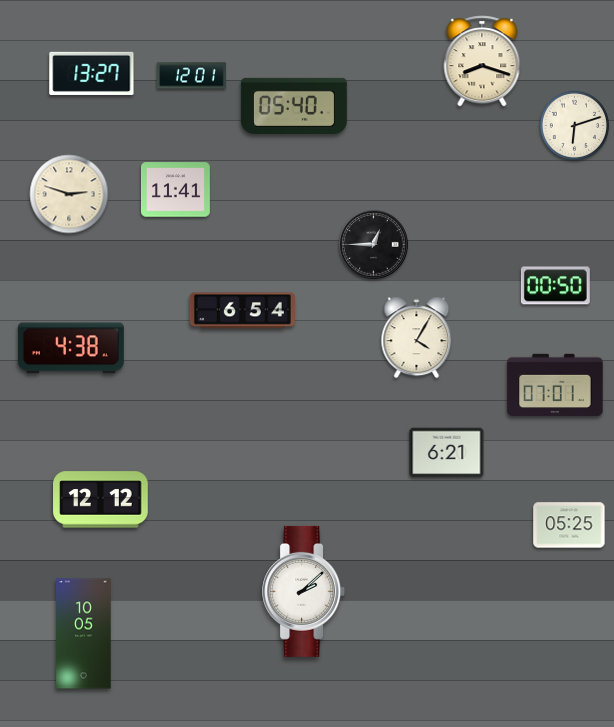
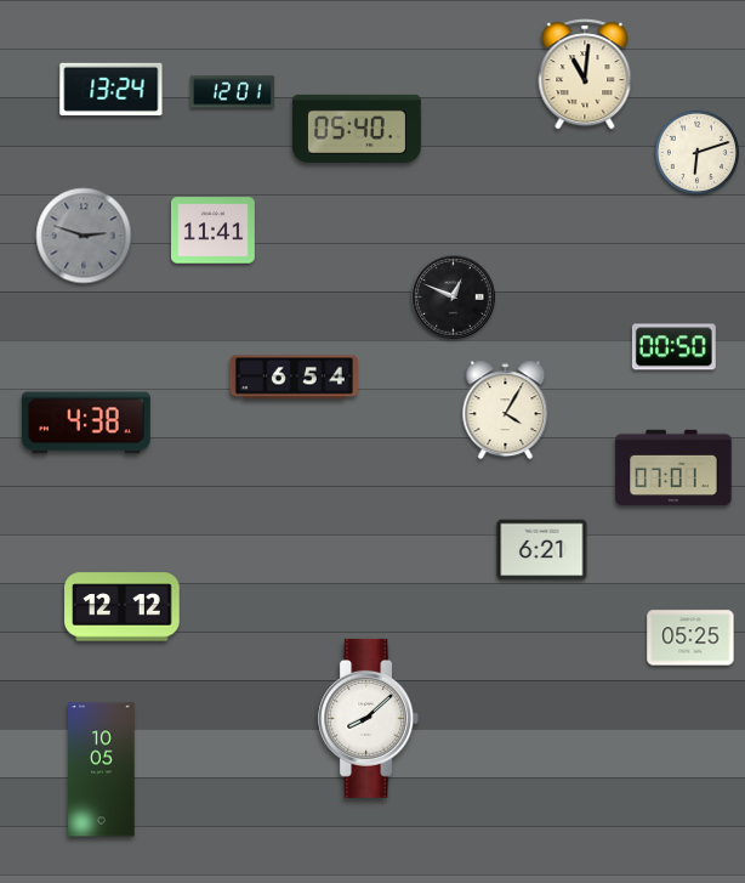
clock at (482, 61): 8:18 -> 11:01
clock at (92, 73): 13:27 -> 13:24
clock at (69, 194) dial: cream -> grey
clock at (374, 245): 12:45 -> 12:49
clock at (304, 591): 2:08 -> 8:08
